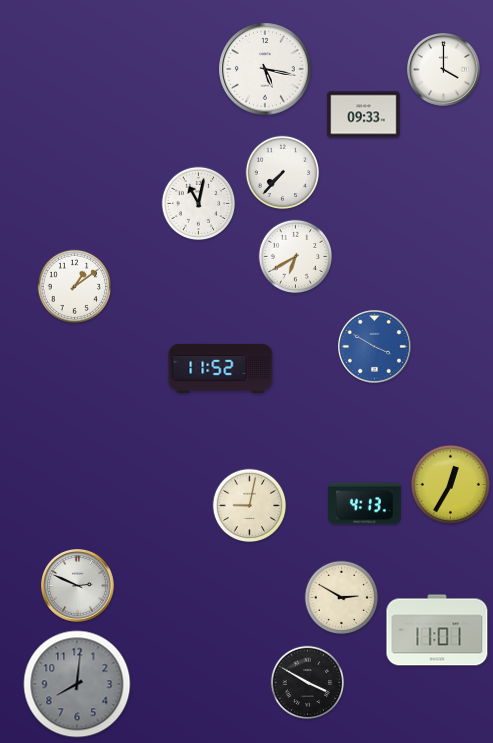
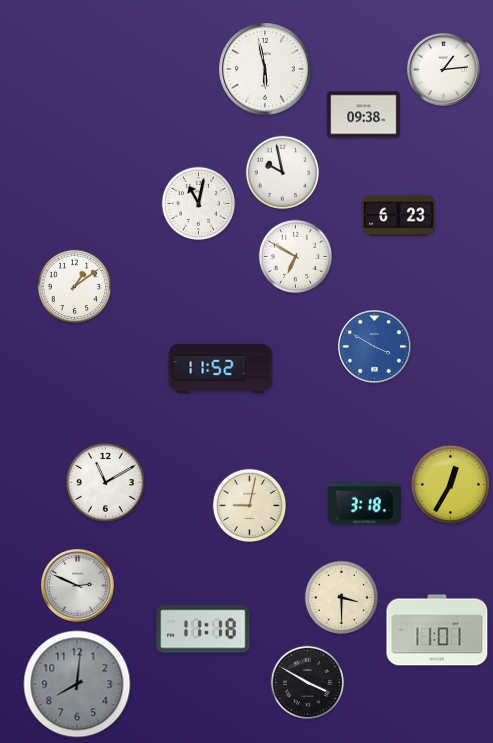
clock at (265, 69): 5:17 -> 5:58
clock at (444, 70): 4:00 -> 1:14
clock at (364, 115): 09:33 -> 09:38
clock at (283, 173): 7:37 -> 9:58
clock at (399, 216): none -> 6:23
clock at (296, 257): 6:40 -> 6:50
clock at (105, 482): none -> 11:10
clock at (365, 504): 4:13 -> 3:18
clock at (342, 598): 2:50 -> 3:30
clock at (203, 629): none -> 11:18
